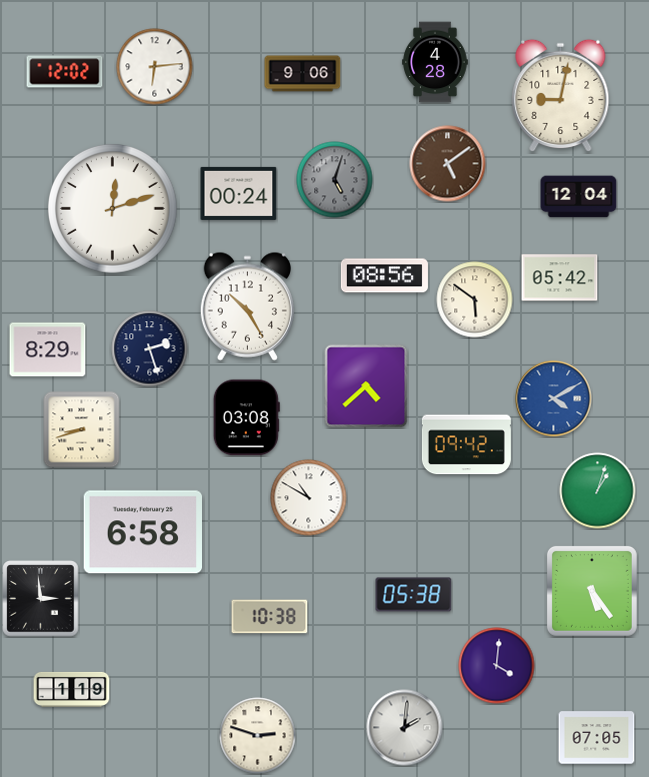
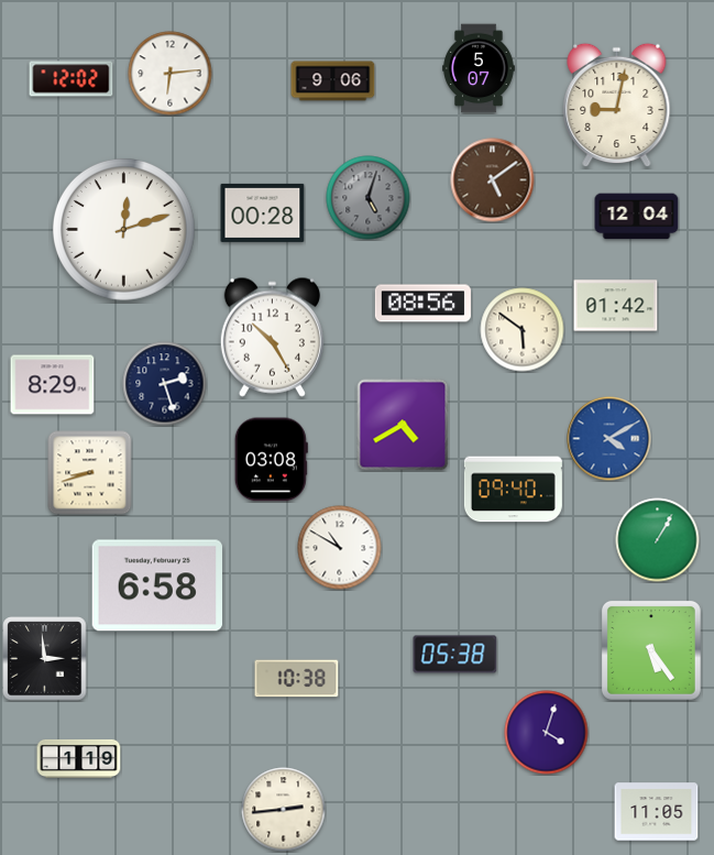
clock at (435, 62): 4:28 -> 5:07
clock at (239, 193): 00:24 -> 00:28
clock at (560, 278): 05:42 -> 01:42
clock at (366, 386): 4:38 -> 4:40
clock at (466, 445): 09:42 -> 09:40
clock at (598, 491): 1:03 -> 1:05
clock at (497, 666): 4:01 -> 4:03
clock at (405, 728): 2:01 -> none
clock at (258, 736): 2:48 -> 2:44
clock at (597, 738): 07:05 -> 11:05
